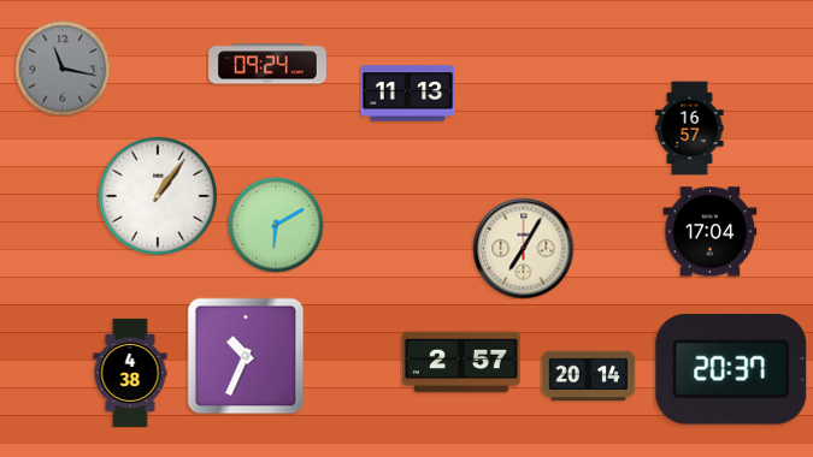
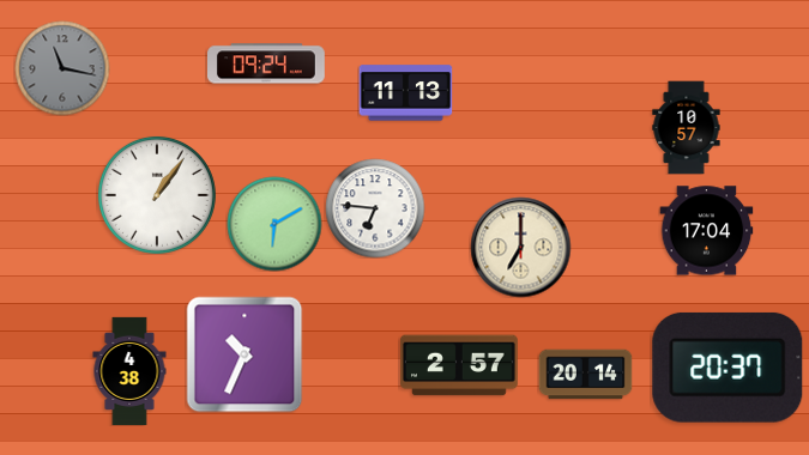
clock at (690, 127): 16:57 -> 10:57
clock at (375, 208): none -> 6:46
clock at (523, 248): 7:05 -> 7:00
clock at (461, 362) position: (461, 362) -> (459, 365)
